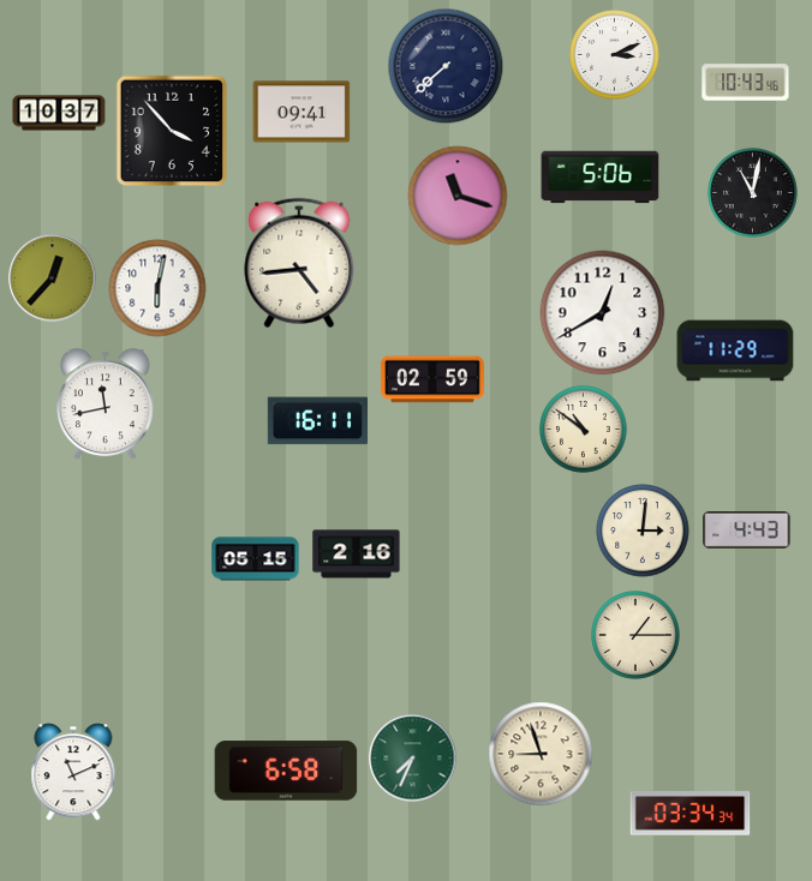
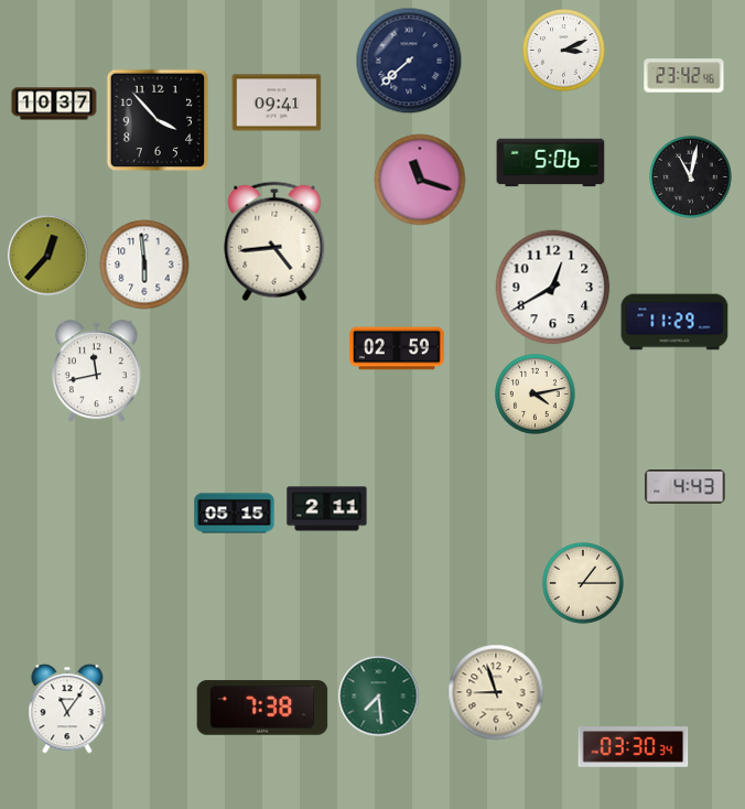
clock at (746, 83): 10:43 -> 23:42
clock at (157, 288): 6:02 -> 5:59
clock at (317, 421): 16:11 -> none
clock at (584, 430): 10:51 -> 4:13
clock at (643, 531): 3:01 -> none
clock at (357, 555): 2:16 -> 2:11
clock at (413, 759): 7:34 -> 7:29
clock at (286, 771): 6:58 -> 7:38
clock at (73, 772): 11:11 -> 11:06
clock at (691, 814): 03:34 -> 03:30
